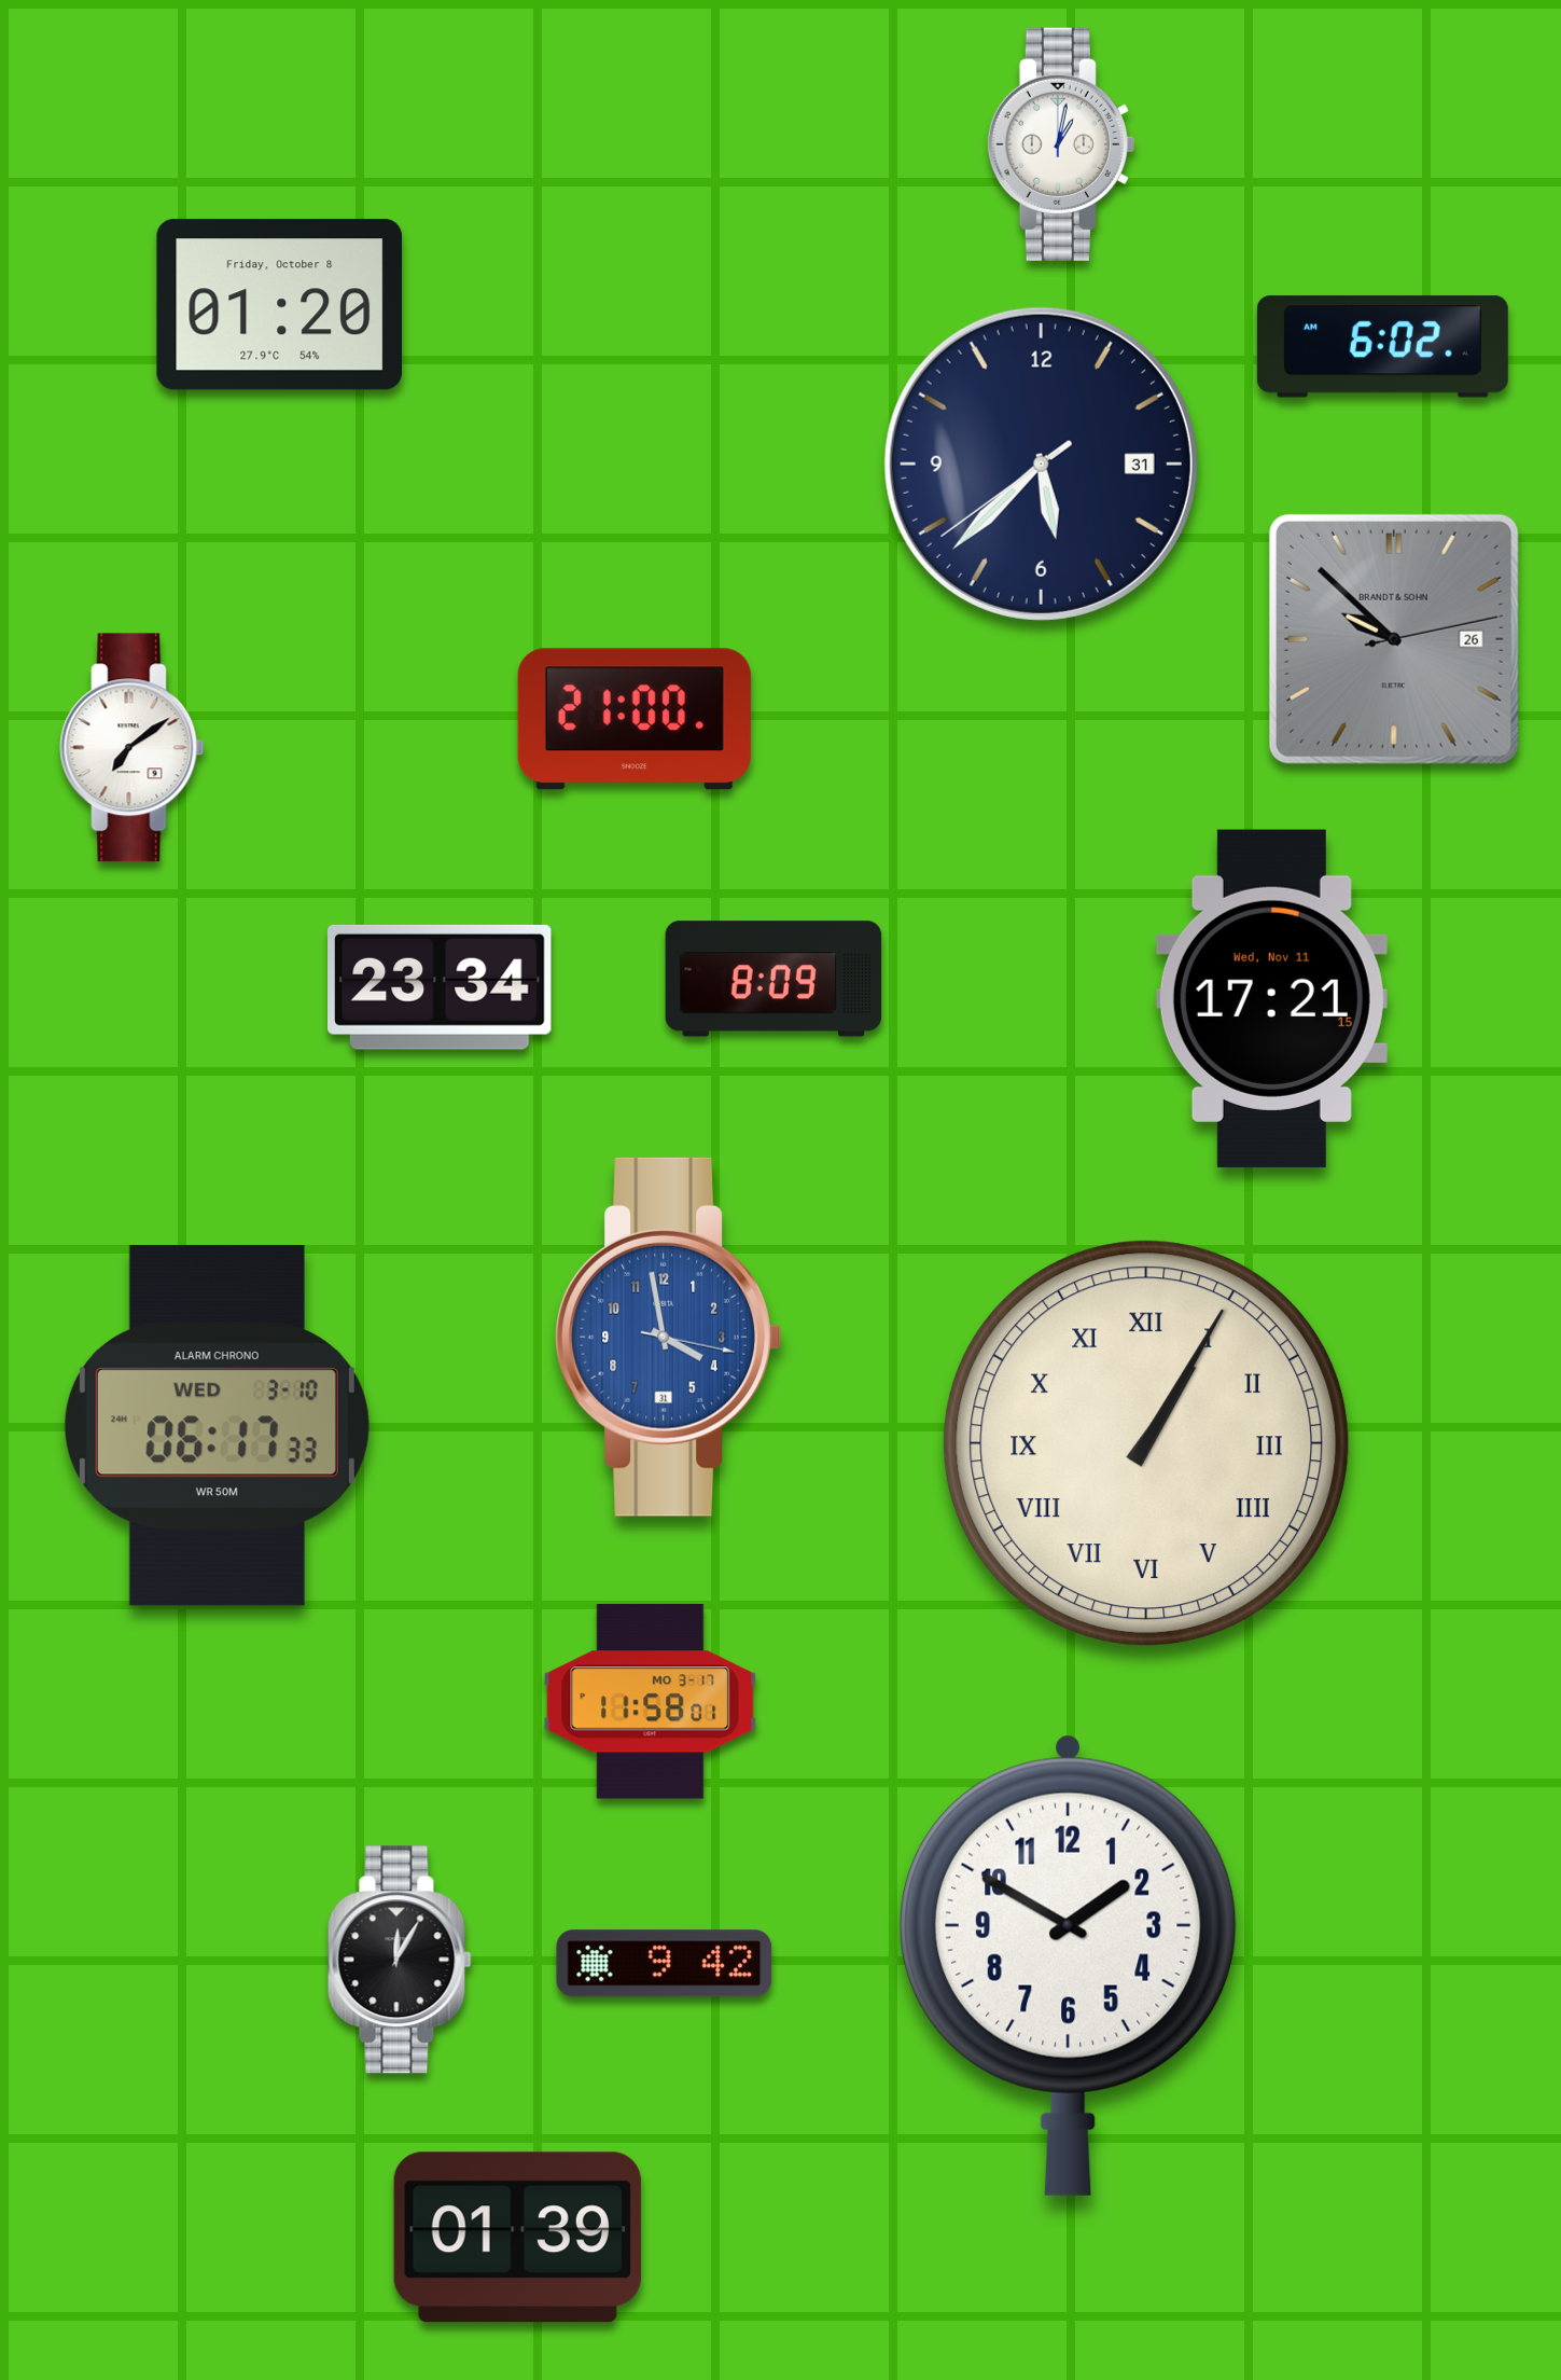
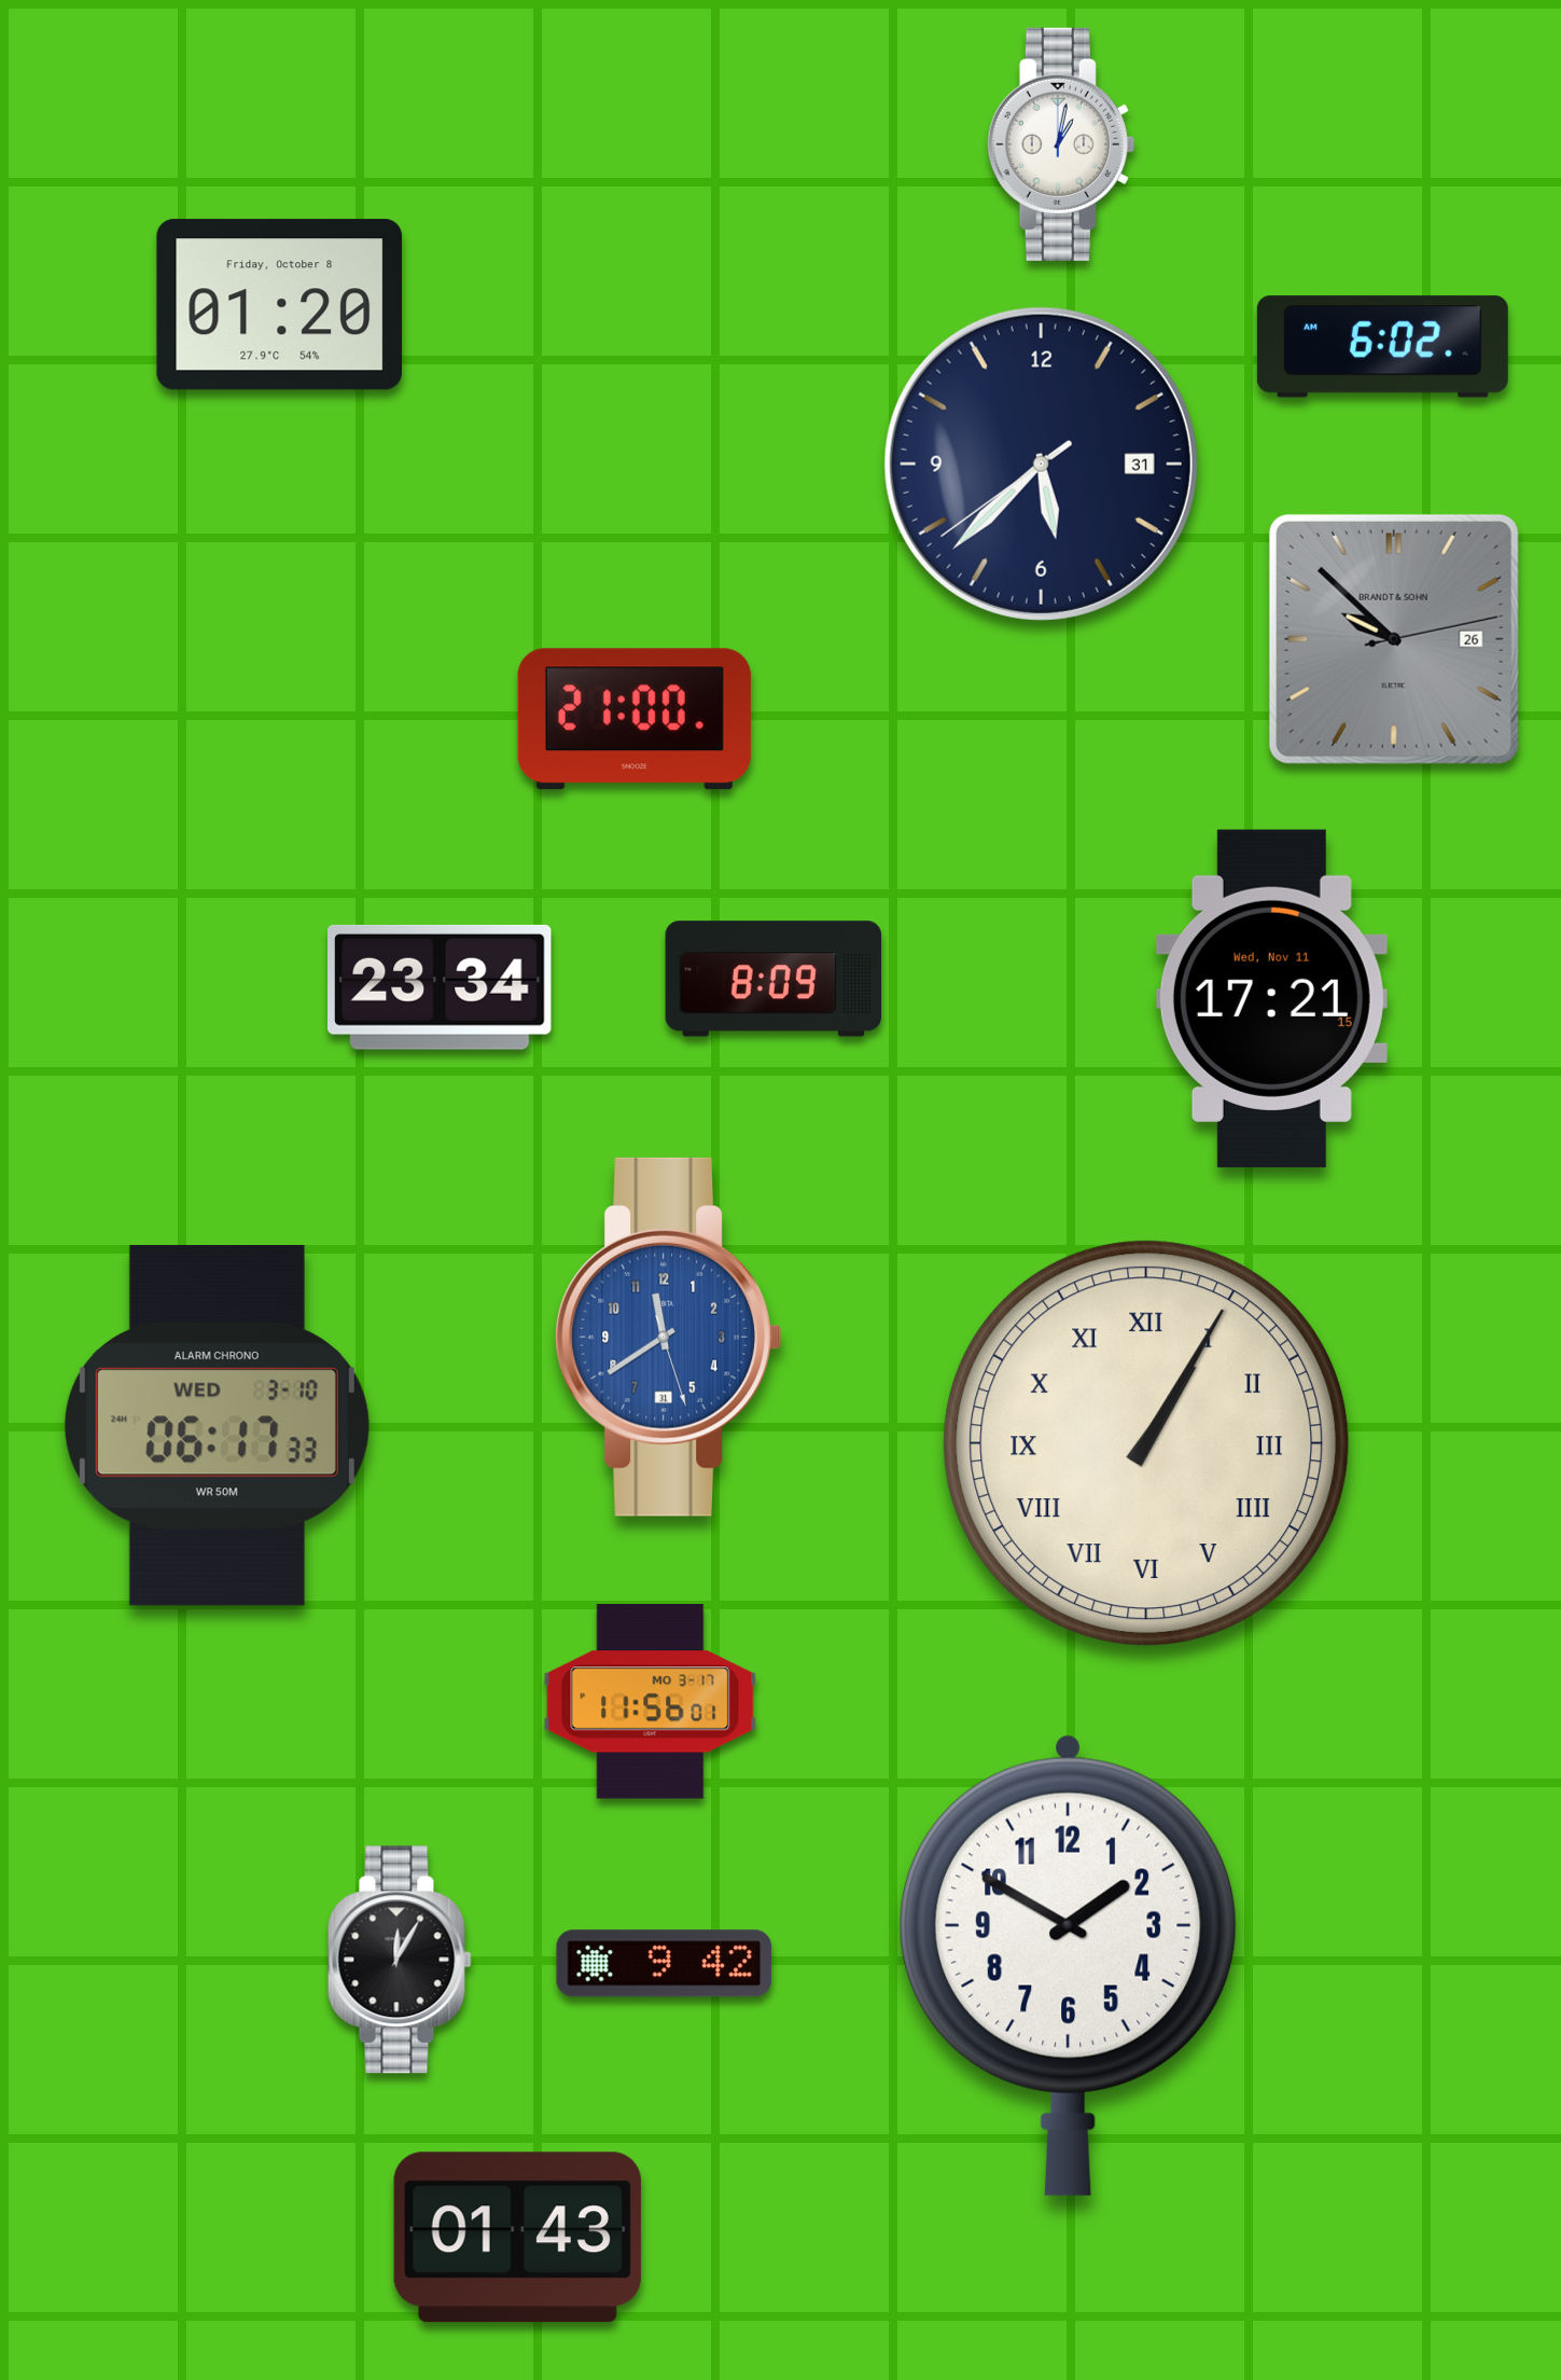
clock at (133, 748): 7:09 -> none
clock at (668, 1337): 3:58 -> 11:39
clock at (651, 1702): 11:58 -> 11:56
clock at (517, 2238): 01:39 -> 01:43
